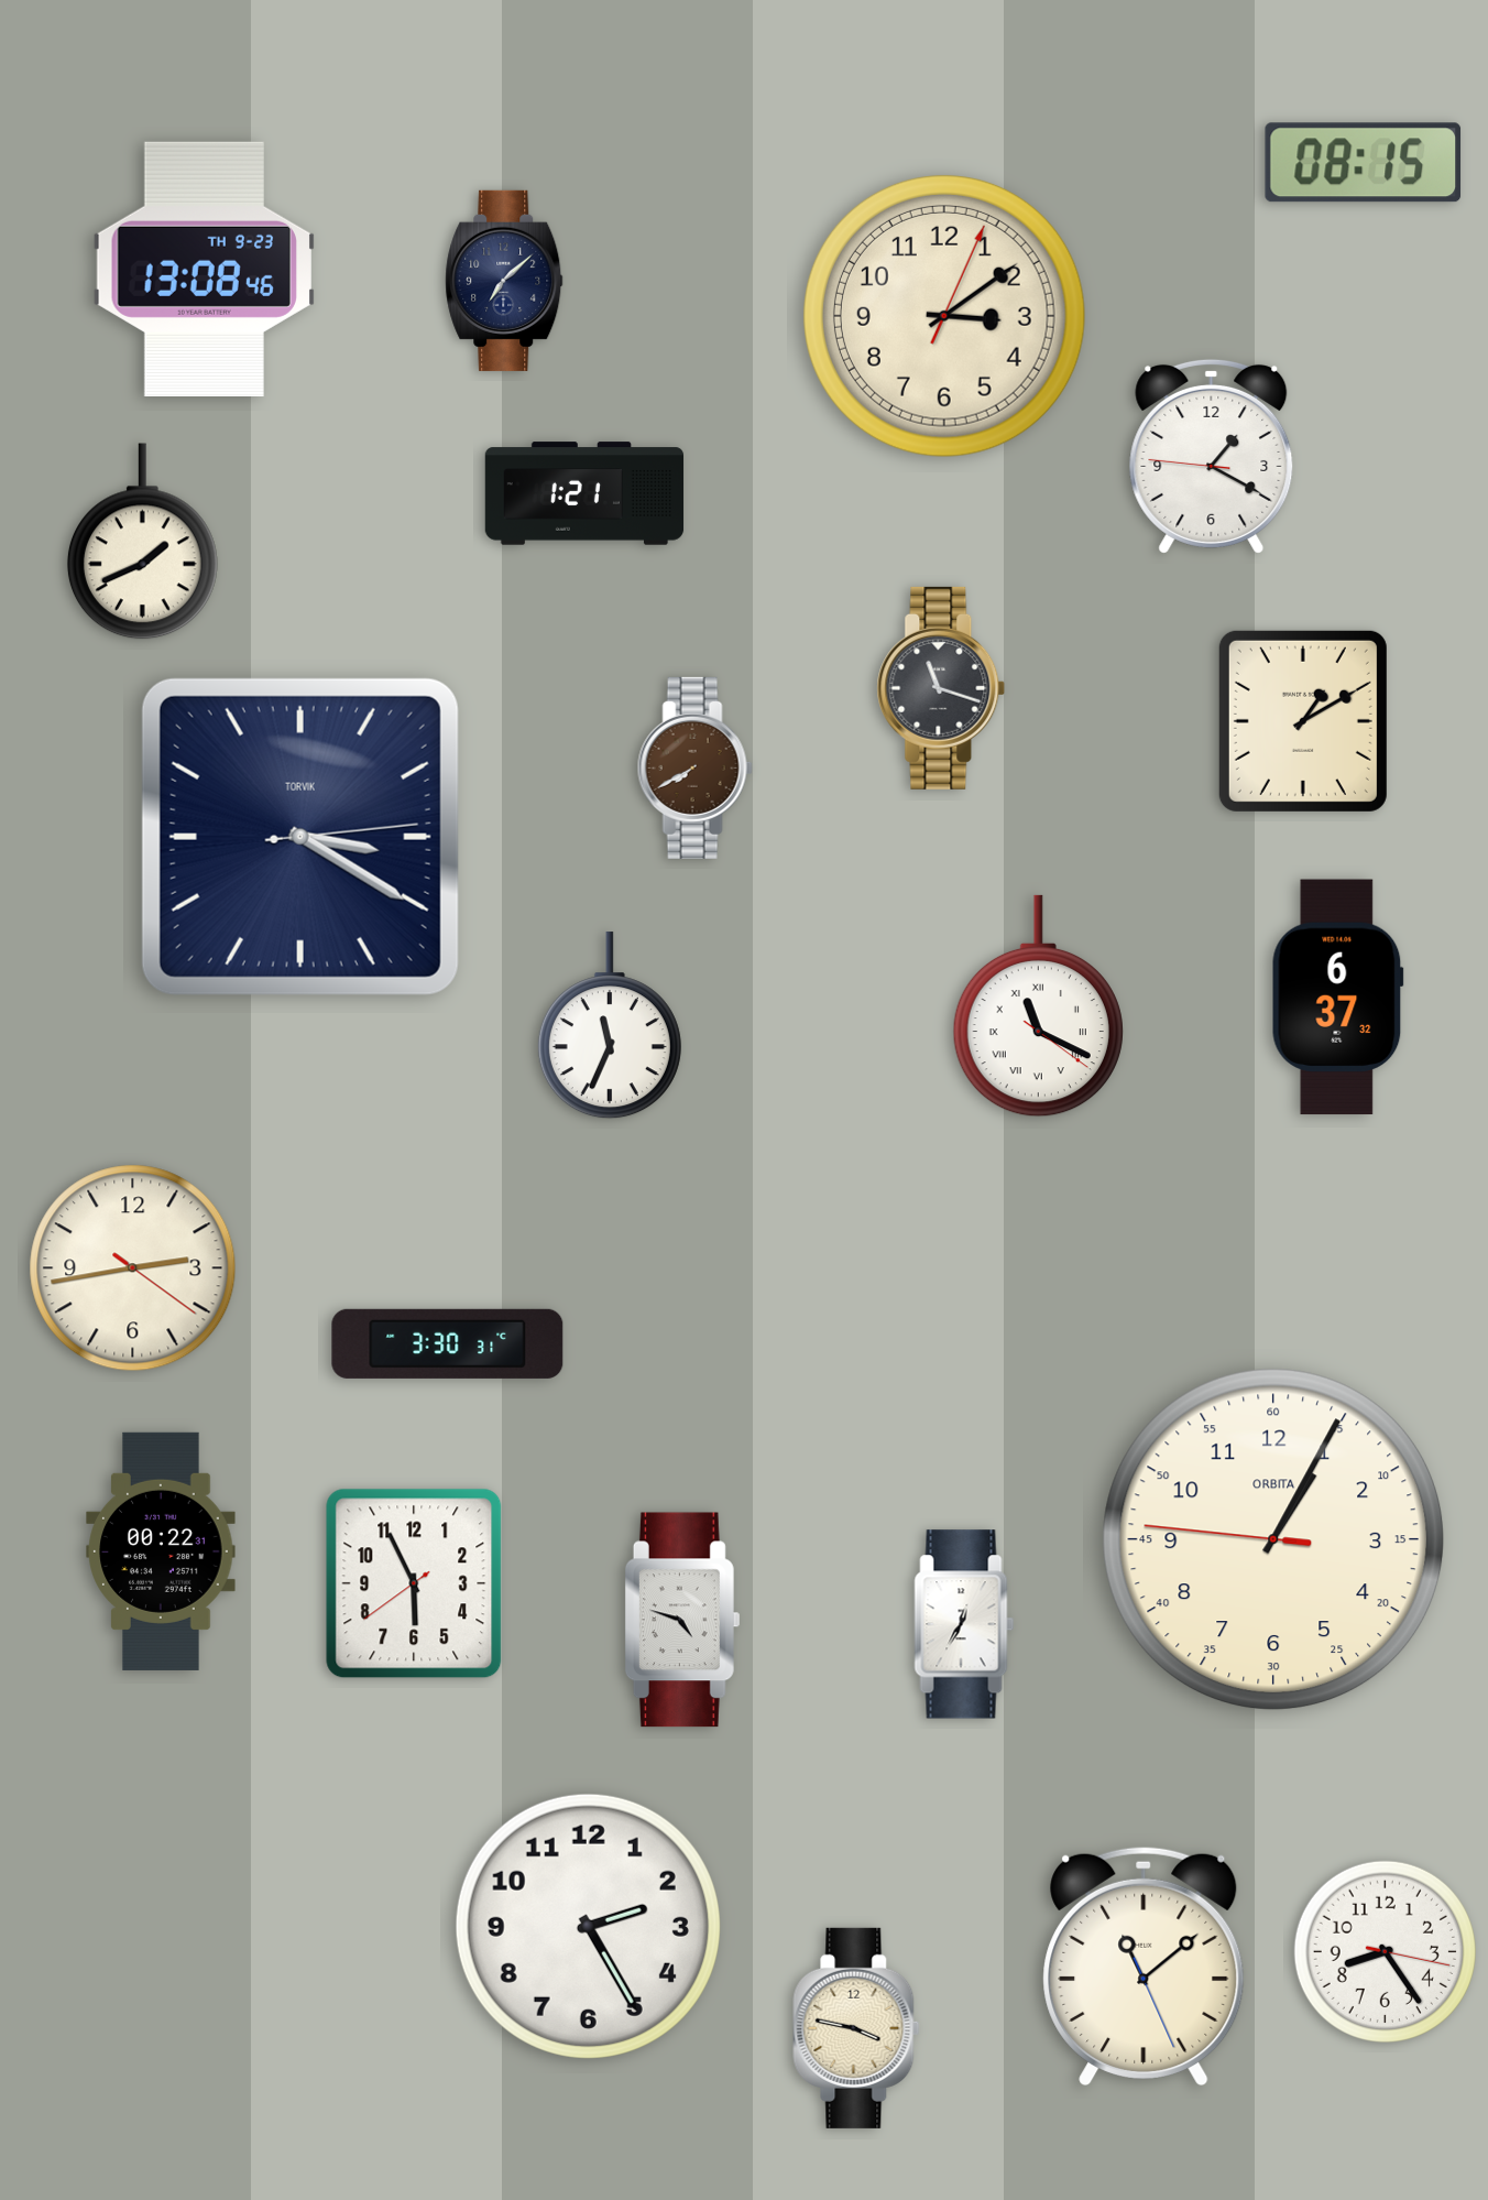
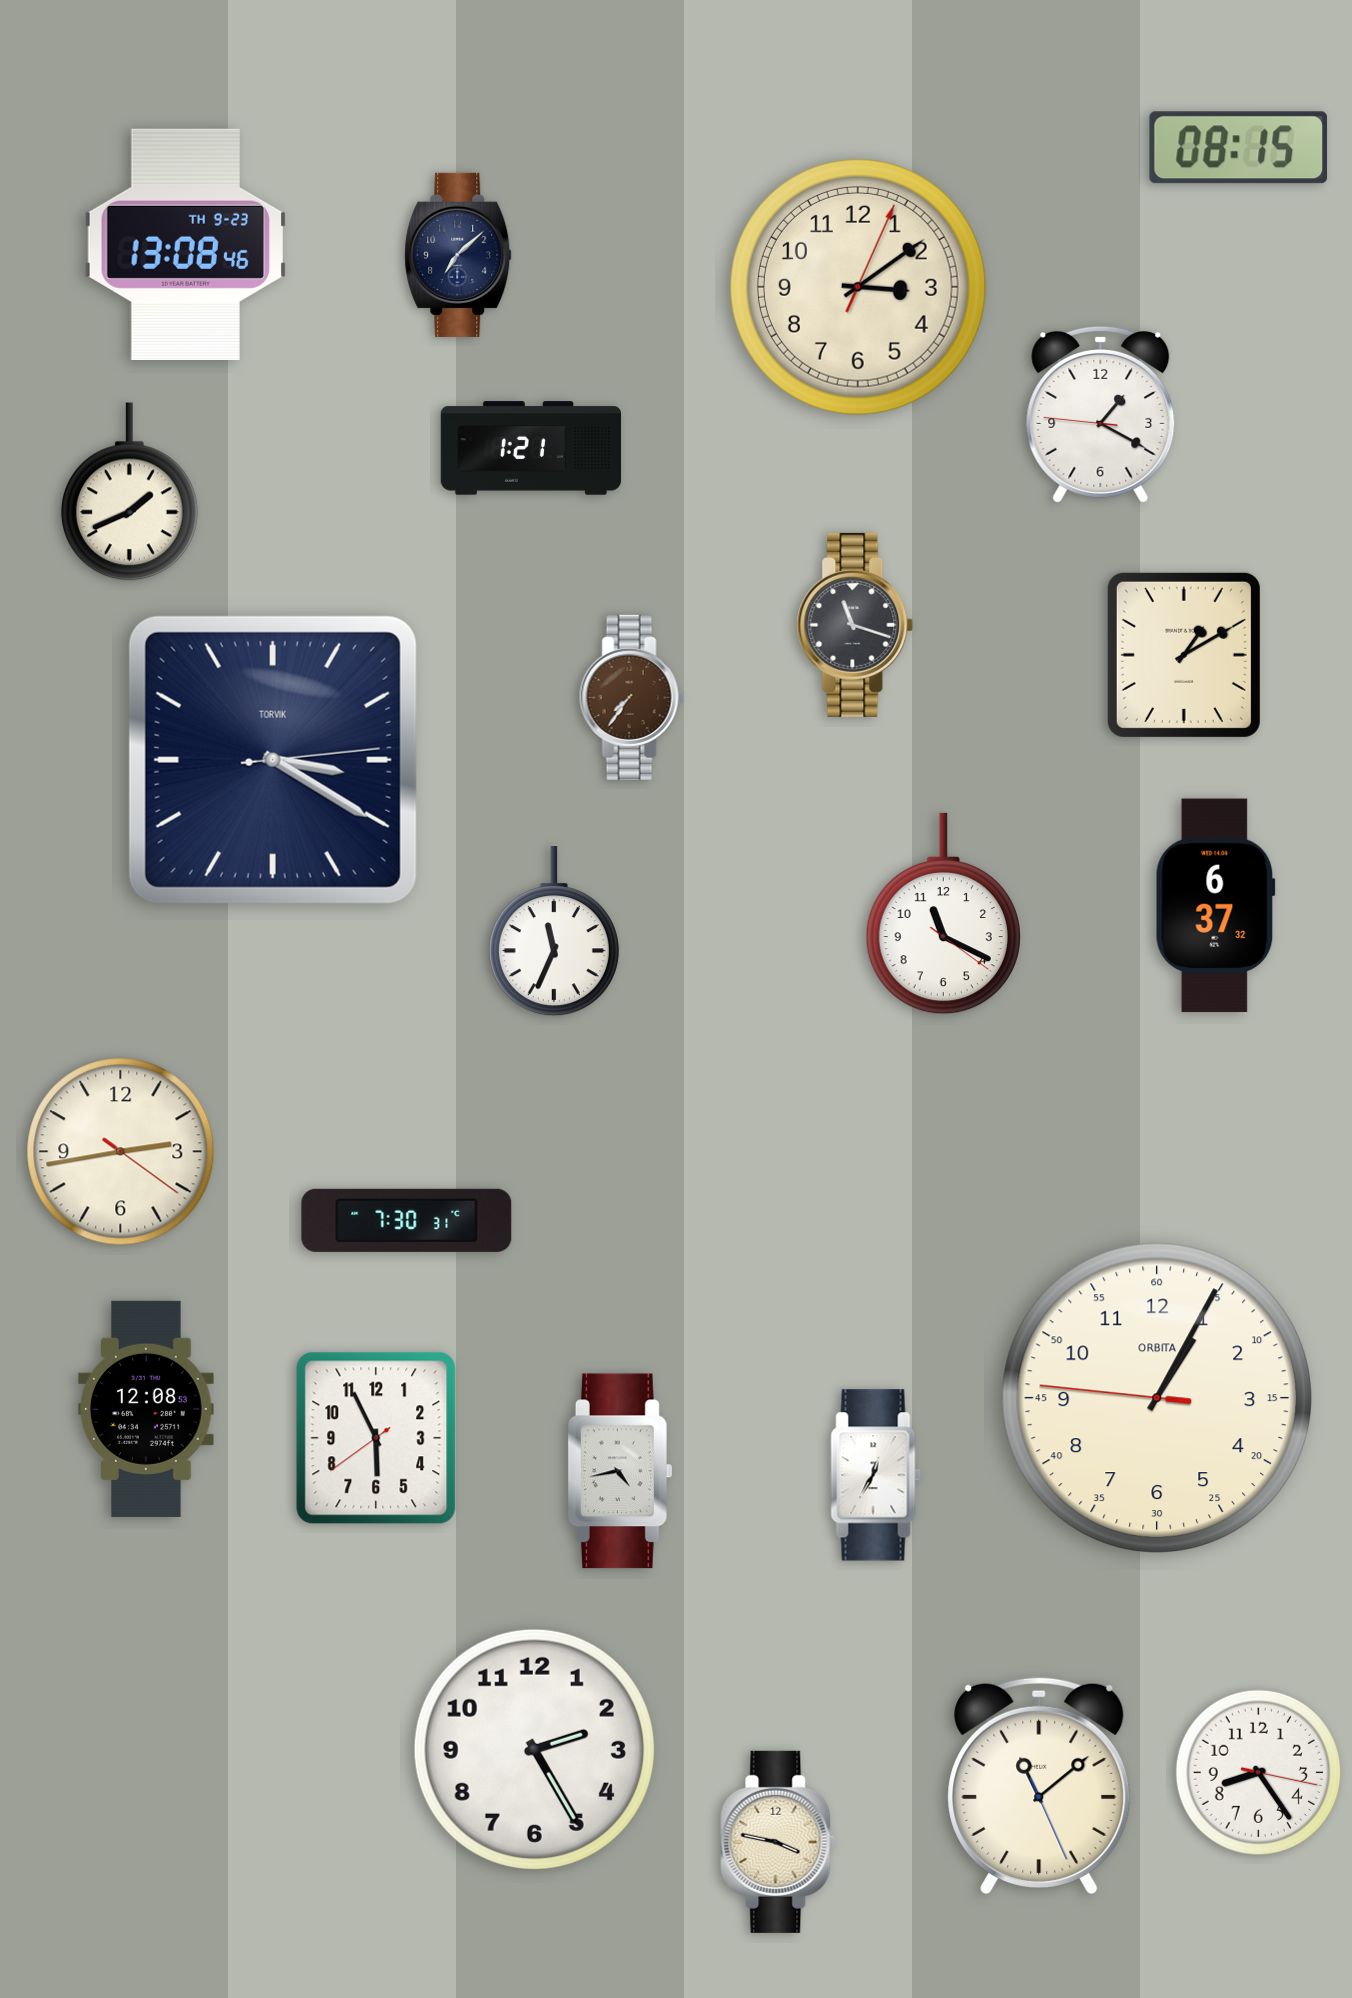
clock at (694, 767): 7:40 -> 7:36
clock at (1038, 1006) numerals: Roman -> Arabic
clock at (448, 1343): 3:30 -> 7:30
clock at (161, 1551): 00:22 -> 12:08
clock at (681, 1620): 4:48 -> 4:43
